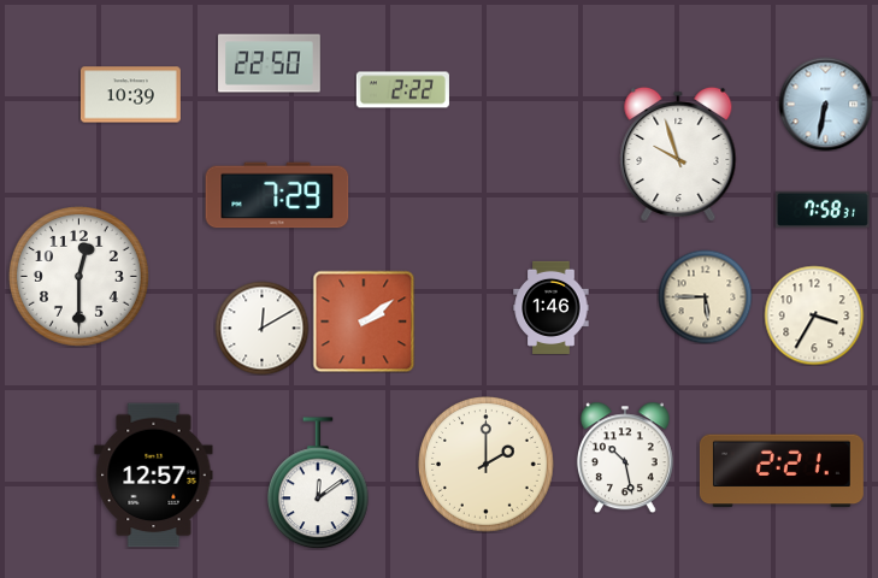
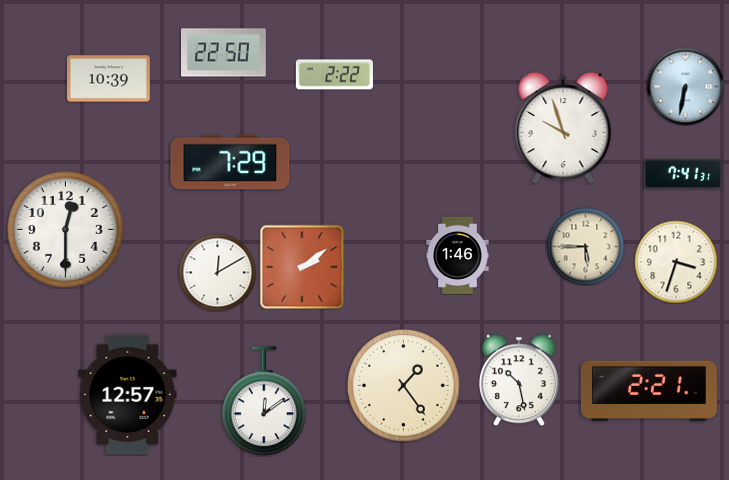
clock at (823, 208): 7:58 -> 7:41
clock at (814, 315): 3:35 -> 3:33
clock at (487, 465): 2:00 -> 1:24
